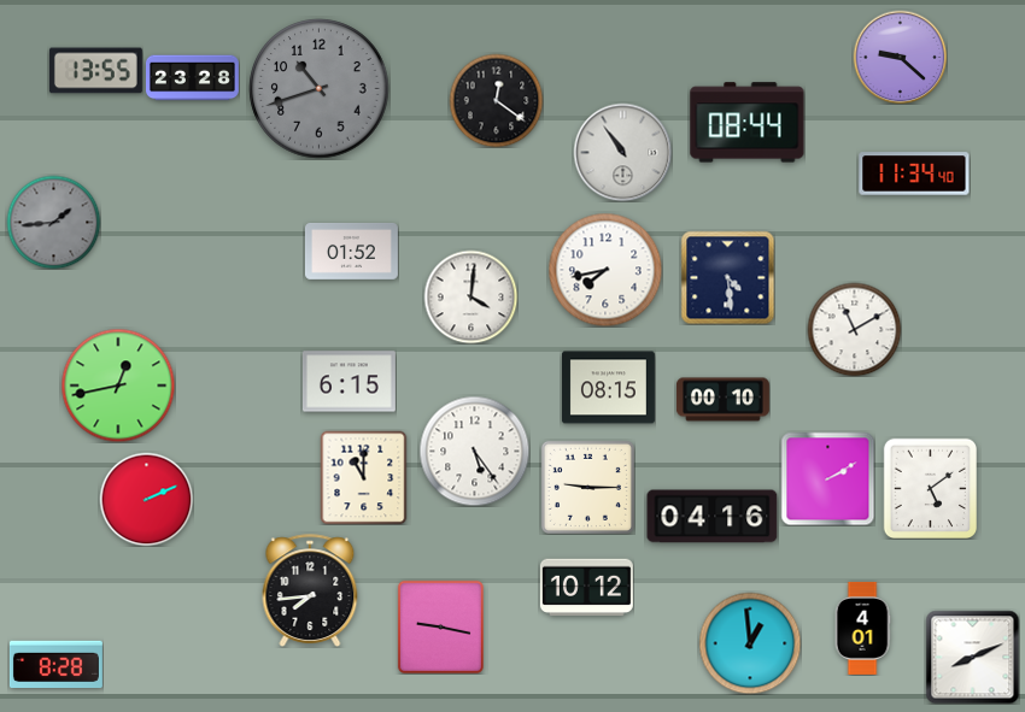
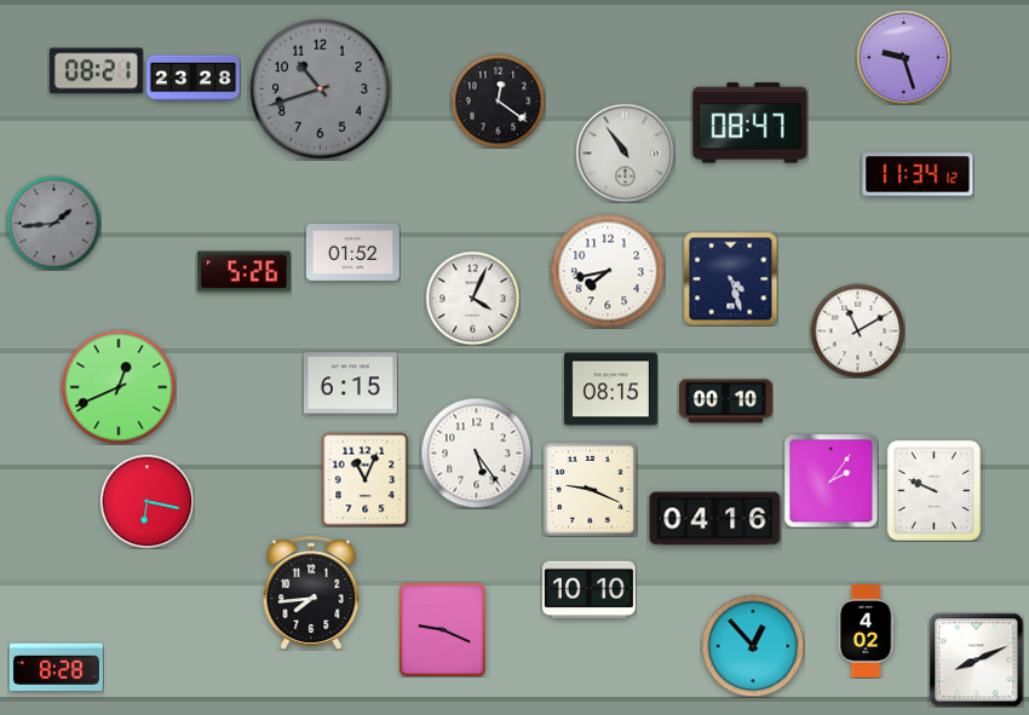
clock at (900, 57): 9:22 -> 9:27
clock at (95, 71): 13:55 -> 08:21
clock at (748, 123): 08:44 -> 08:47
clock at (914, 173): 11:34:40 -> 11:34:12
clock at (243, 272): none -> 5:26
clock at (727, 277): 4:29 -> 4:27
clock at (470, 296): 4:01 -> 4:04
clock at (118, 386): 12:43 -> 12:41
clock at (364, 477): 11:00 -> 11:04
clock at (827, 478): 2:10 -> 2:06
clock at (587, 487): 9:15 -> 9:19
clock at (930, 488): 5:09 -> 9:49
clock at (146, 499): 2:11 -> 6:17
clock at (586, 588): 10:12 -> 10:10
clock at (440, 626): 9:17 -> 9:19
clock at (862, 628): 4:01 -> 4:02
clock at (750, 643): 12:59 -> 12:53
